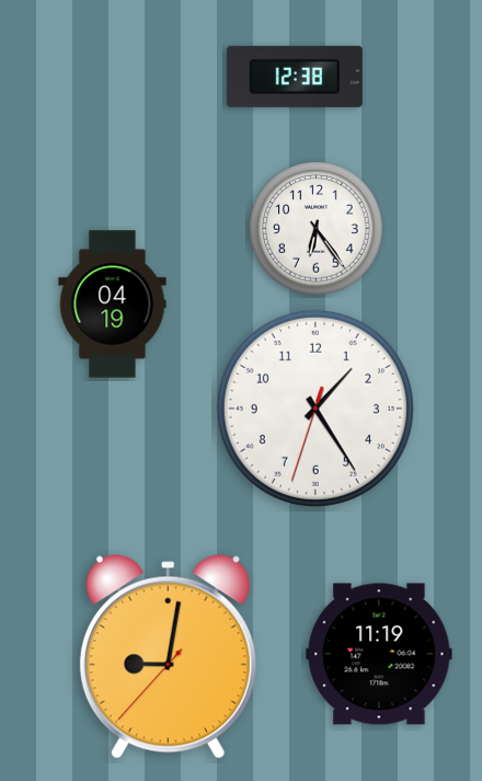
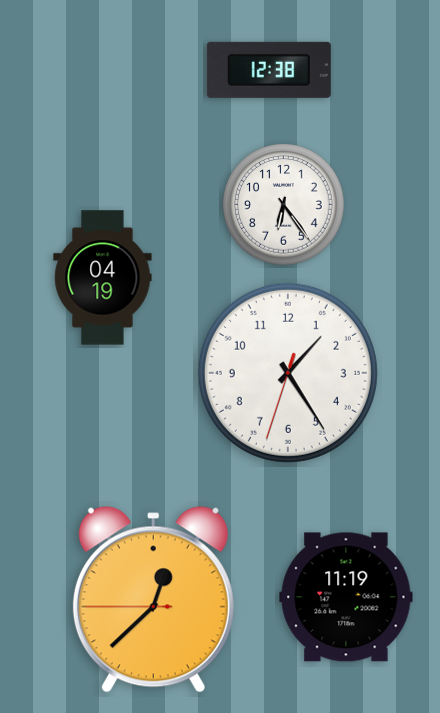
clock at (317, 229) position: (317, 229) -> (284, 205)
clock at (168, 657): 9:01 -> 12:37
